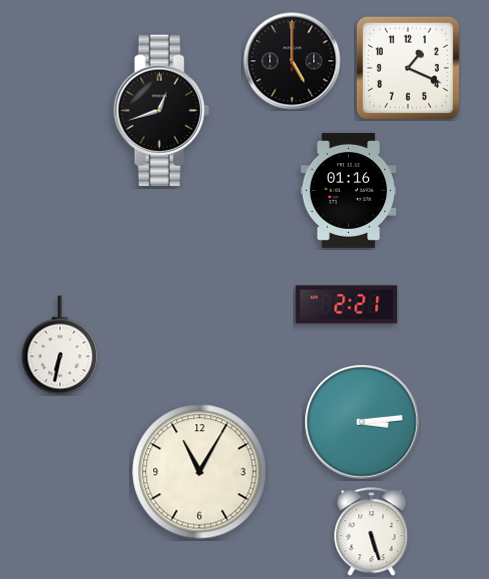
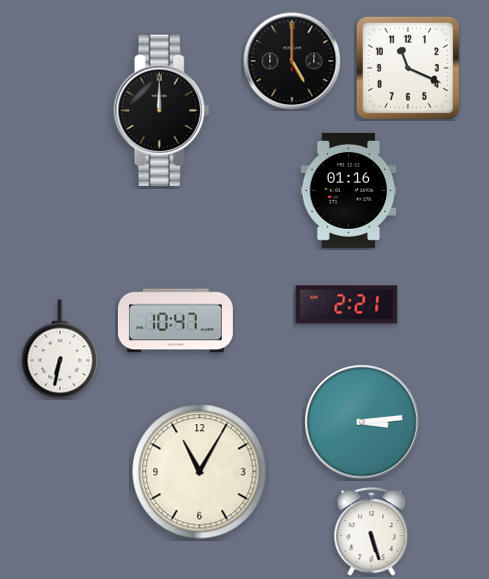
clock at (408, 68): 1:19 -> 11:19
clock at (162, 110): 12:42 -> 12:00
clock at (175, 321): none -> 10:47
clock at (60, 345) position: (60, 345) -> (60, 349)
